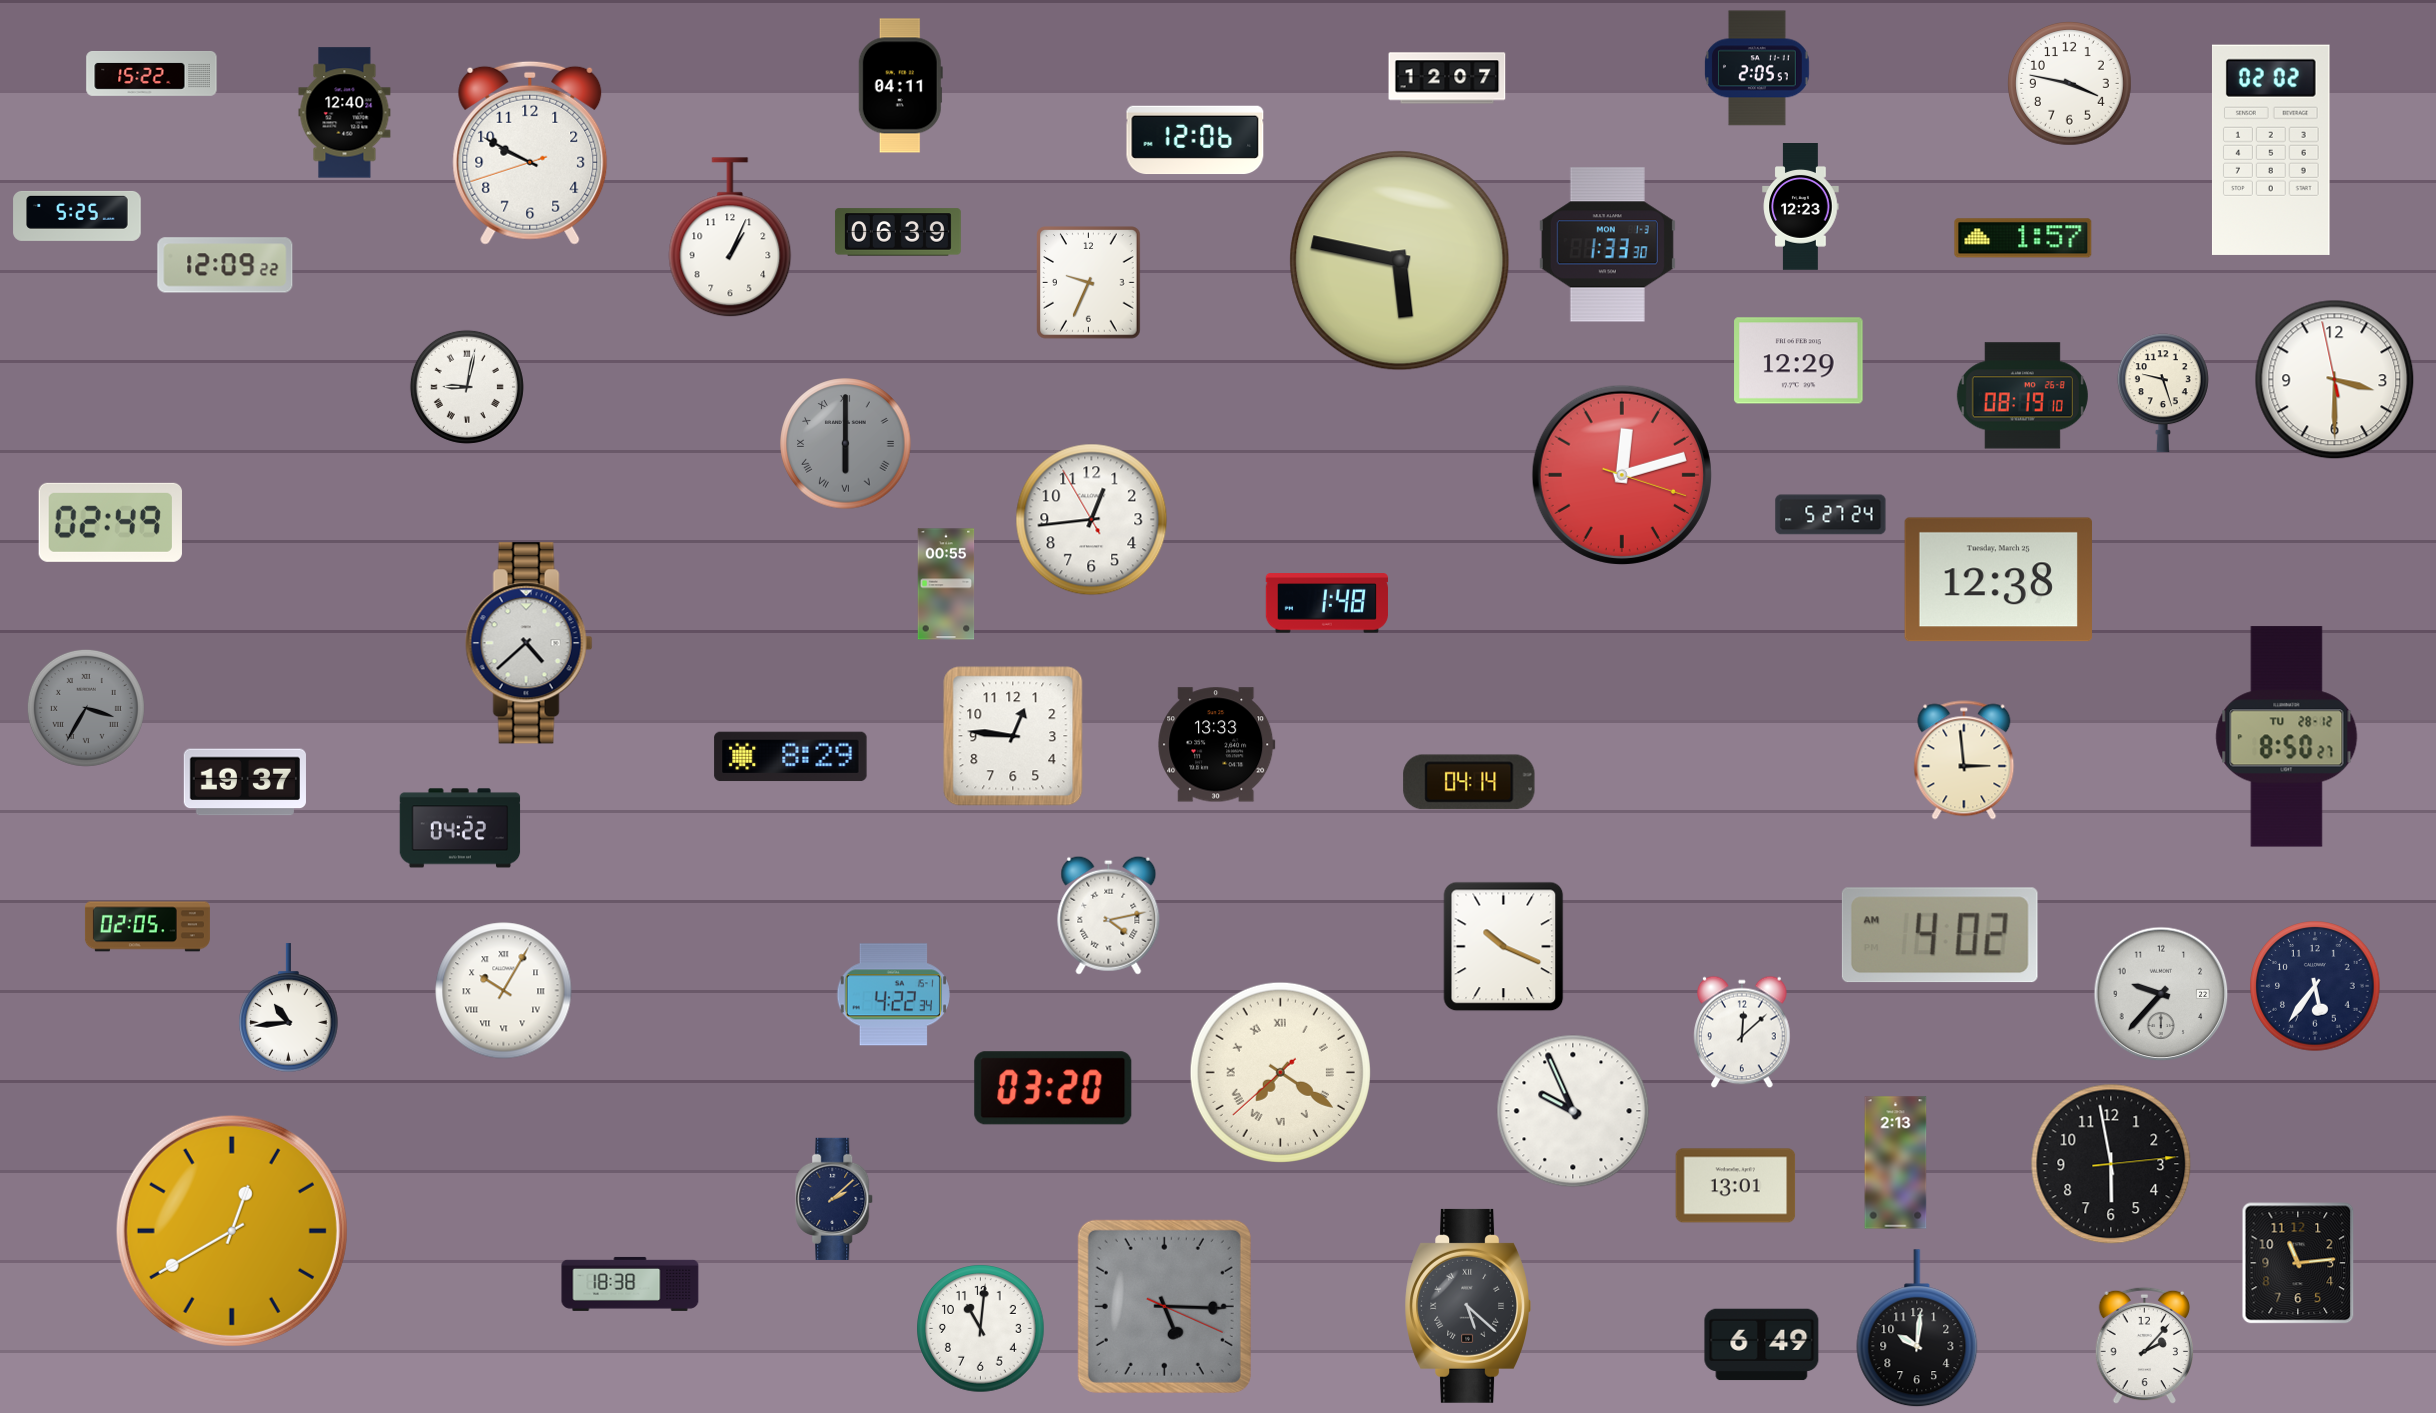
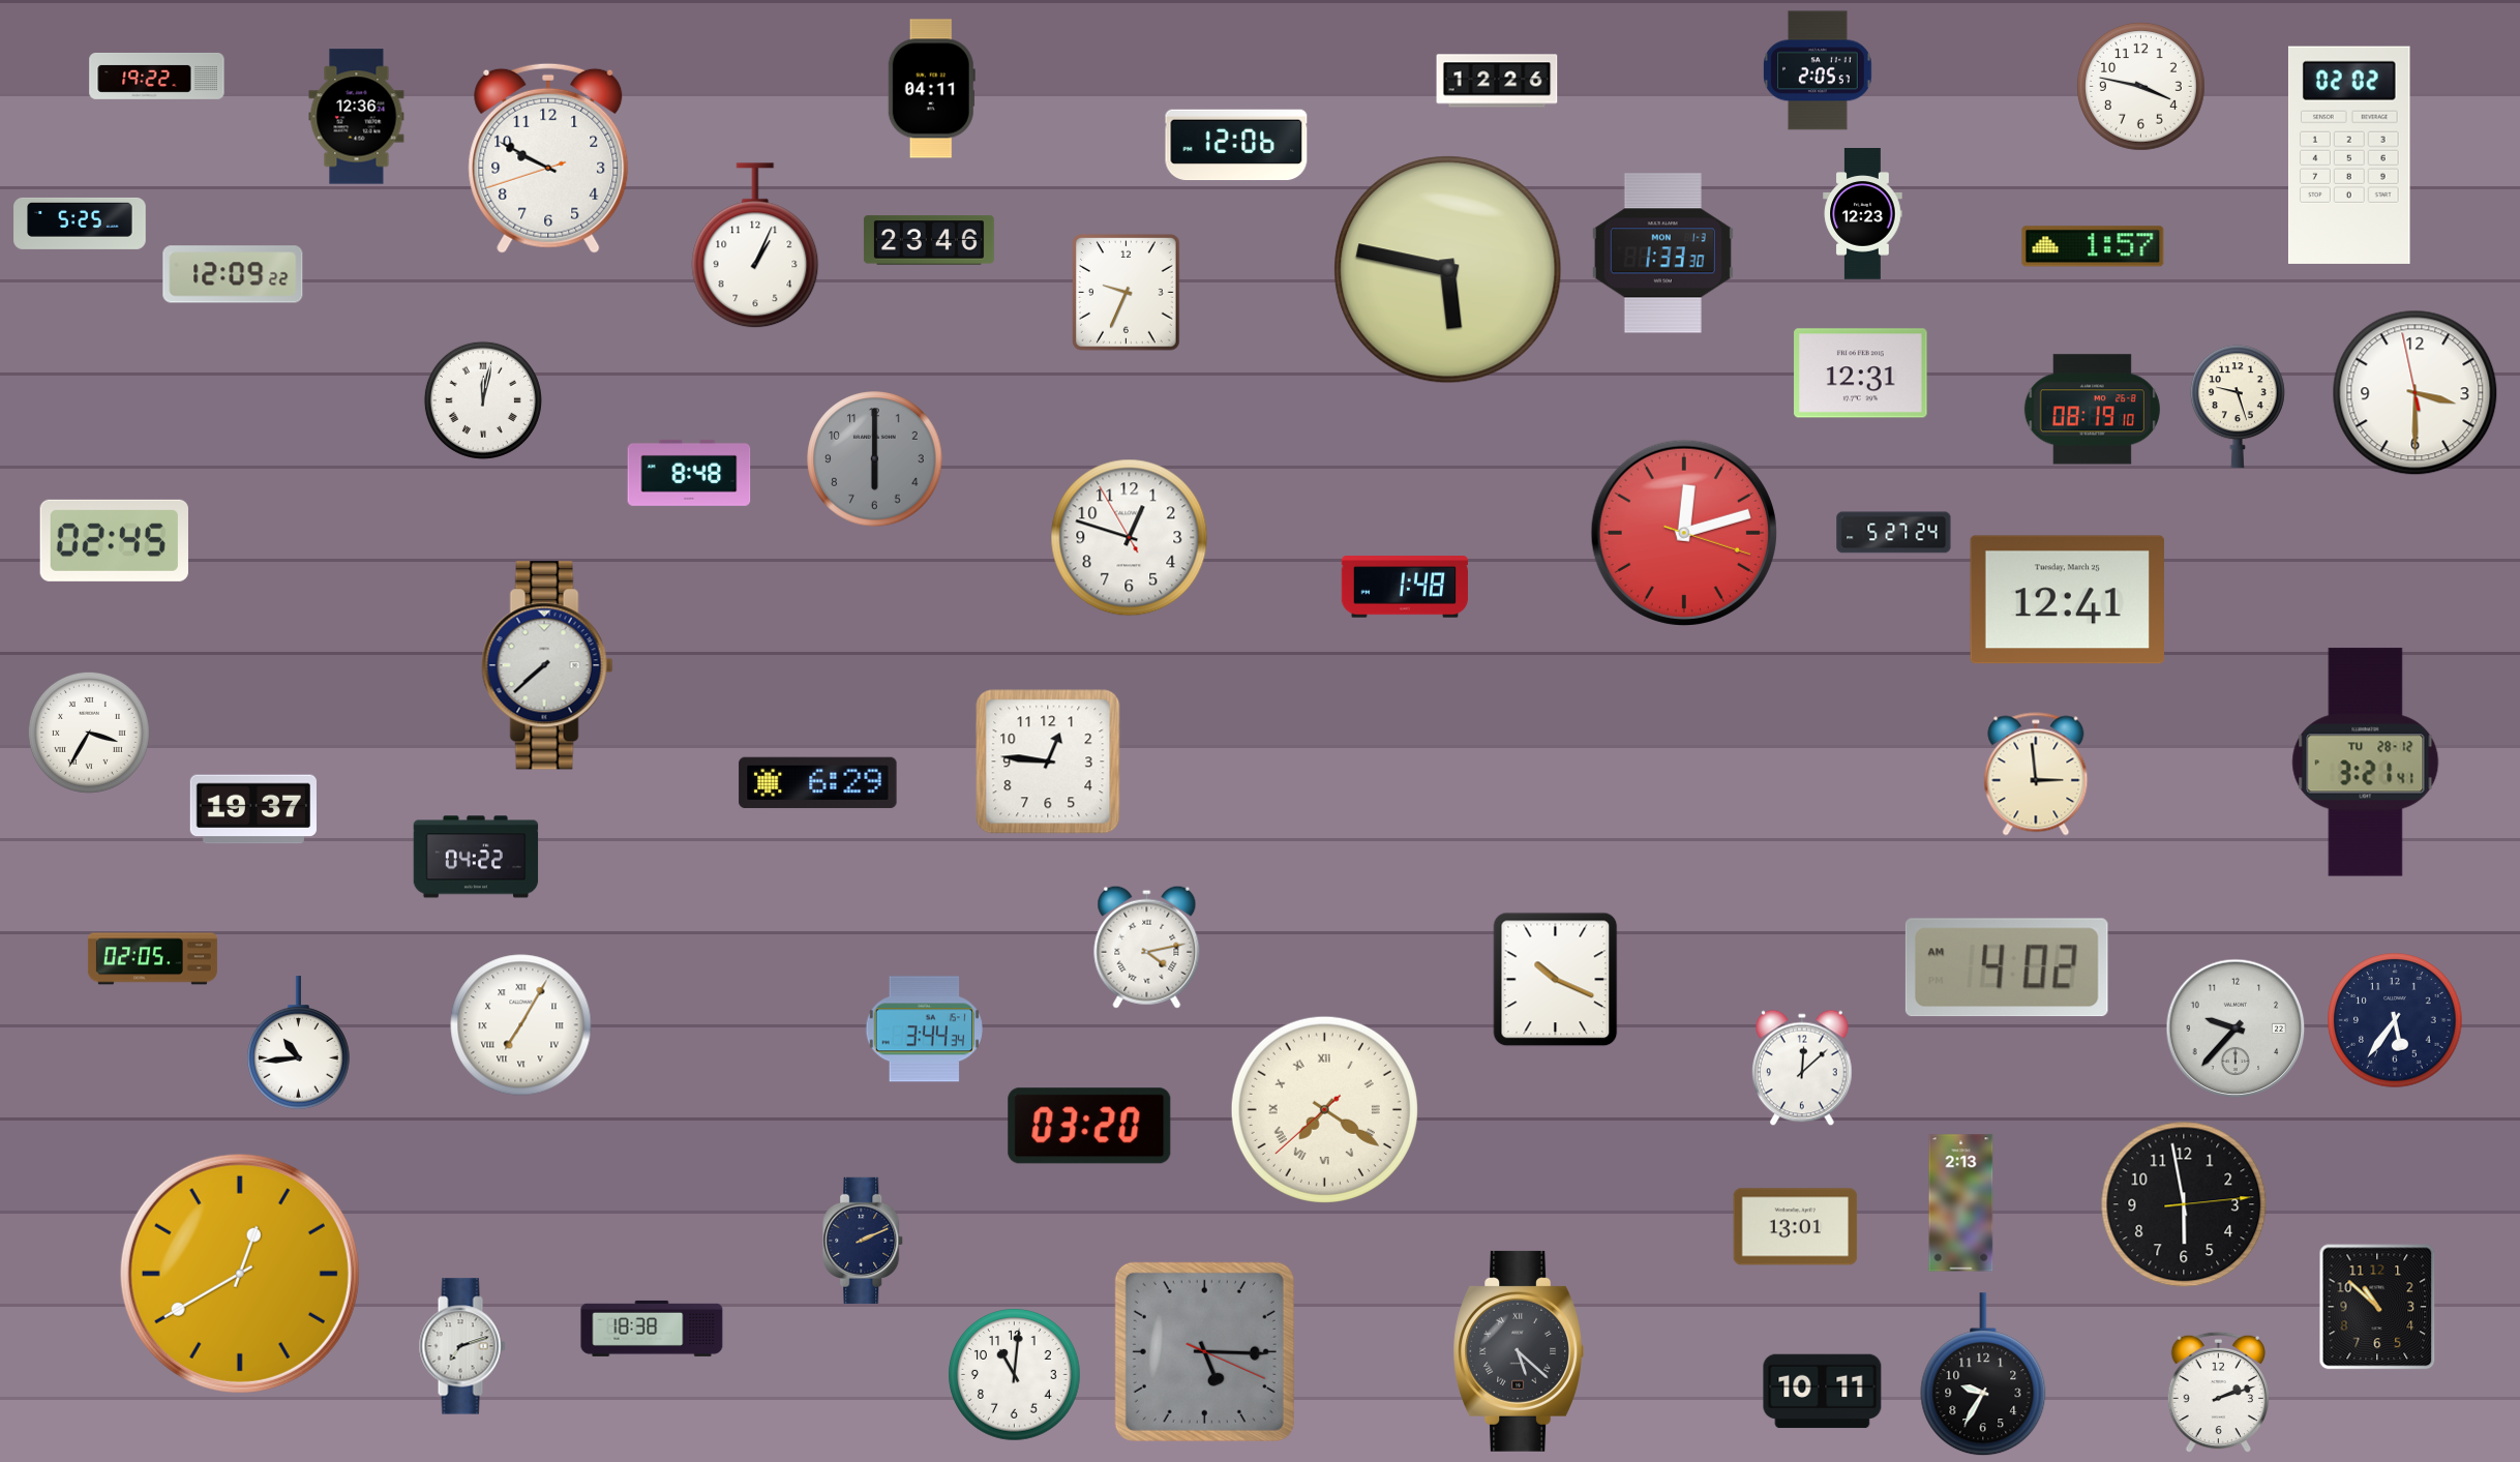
clock at (152, 73): 15:22 -> 19:22
clock at (1447, 78): 12:07 -> 12:26
clock at (345, 113): 12:40 -> 12:36
clock at (898, 232): 06:39 -> 23:46
clock at (1799, 361): 12:29 -> 12:31
clock at (467, 387): 9:02 -> 12:02
clock at (846, 444) numerals: Roman -> Arabic
clock at (689, 473): none -> 8:48
clock at (1622, 475) position: (1622, 475) -> (1684, 533)
clock at (1092, 520): 12:43 -> 12:47
clock at (110, 522): 02:49 -> 02:45
clock at (1998, 580): 12:38 -> 12:41
clock at (946, 584): 00:55 -> none
clock at (1327, 603) position: (1327, 603) -> (1405, 587)
clock at (529, 643): 4:38 -> 7:38
clock at (86, 708) dial: grey -> white
clock at (2287, 737): 8:50 -> 3:21
clock at (1217, 745): 13:33 -> none
clock at (791, 757): 8:29 -> 6:29
clock at (1964, 760) position: (1964, 760) -> (2036, 774)
clock at (1469, 782): 04:14 -> none
clock at (504, 991): 10:05 -> 7:05
clock at (893, 995): 4:22 -> 3:44
clock at (1573, 1111): 9:56 -> none
clock at (835, 1199): 2:08 -> 2:11
clock at (2298, 1263): 11:14 -> 10:52
clock at (462, 1346): none -> 7:12
clock at (1917, 1329): 10:01 -> 9:35
clock at (1762, 1345): 6:49 -> 10:11
clock at (2144, 1346): 2:07 -> 2:12
